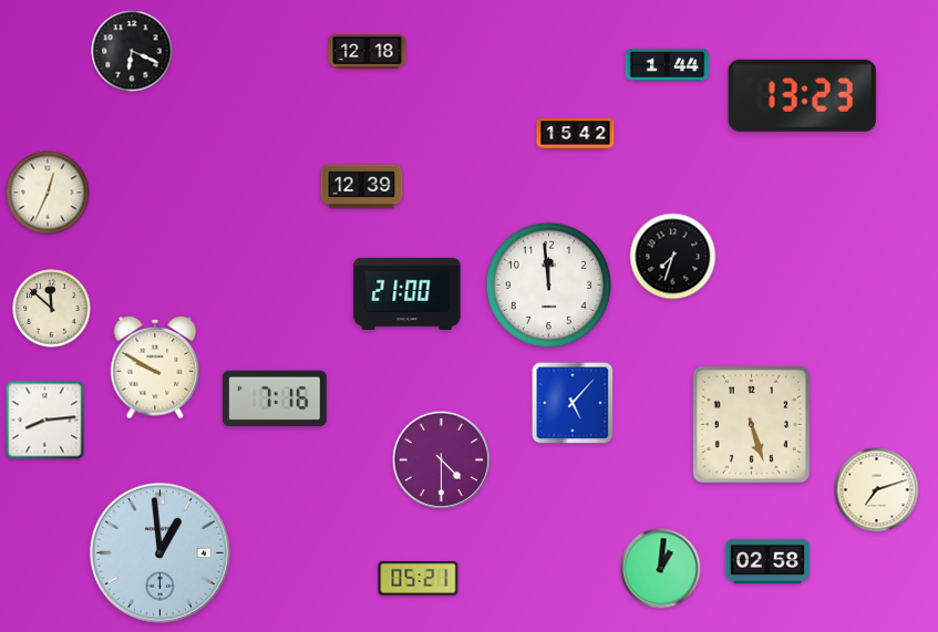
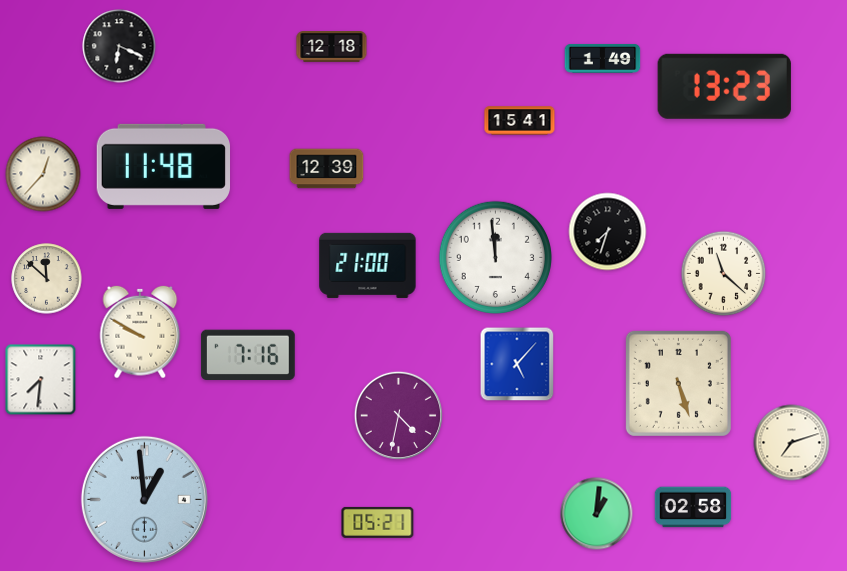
clock at (668, 64): 1:44 -> 1:49
clock at (576, 134): 15:42 -> 15:41
clock at (163, 166): none -> 11:48
clock at (48, 193): 12:34 -> 12:37
clock at (724, 274): none -> 11:22
clock at (275, 398) position: (275, 398) -> (248, 355)
clock at (45, 421): 8:14 -> 7:31
clock at (441, 459): 4:30 -> 4:32
